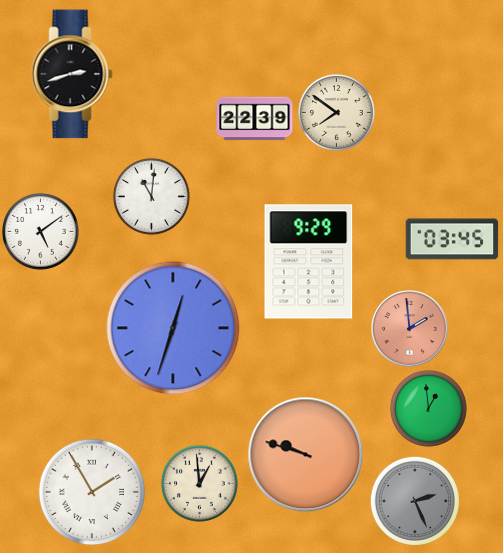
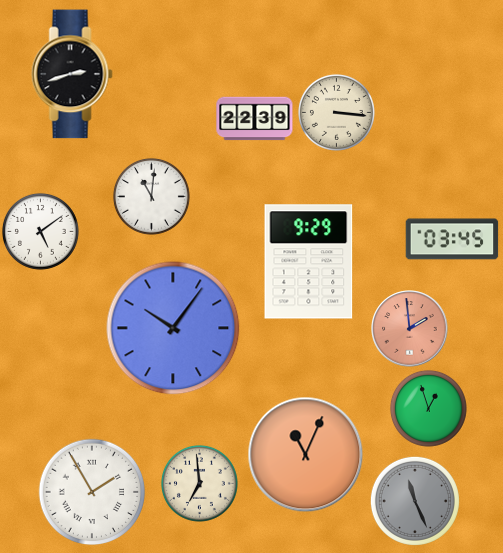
clock at (336, 112): 7:51 -> 3:16
clock at (173, 328): 12:33 -> 10:06
clock at (428, 408): 12:59 -> 12:57
clock at (306, 455): 9:48 -> 11:04
clock at (199, 483): 12:59 -> 6:59
clock at (415, 501): 2:26 -> 11:26
